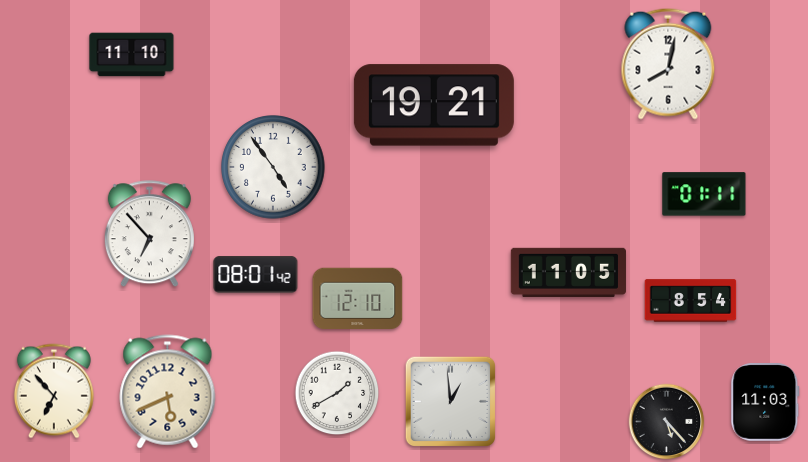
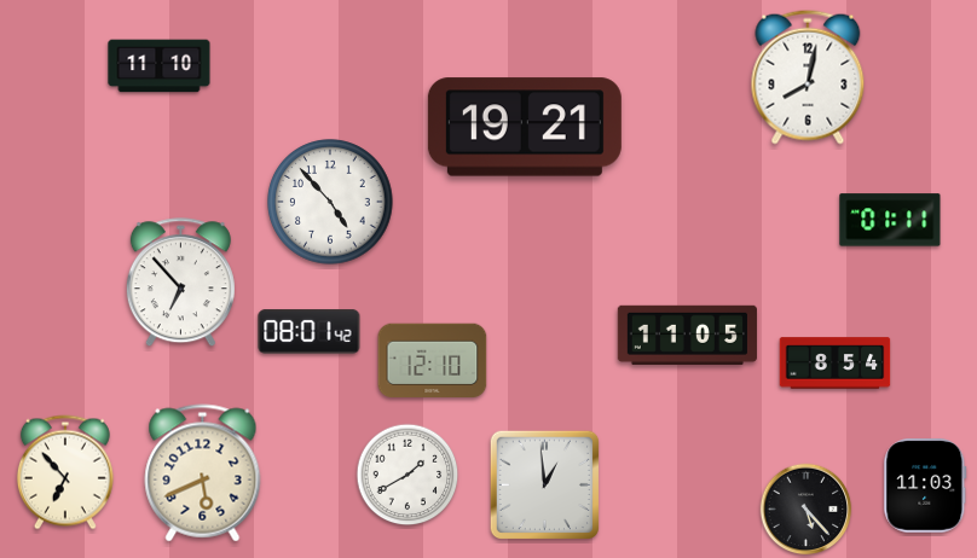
clock at (273, 167): 4:54 -> 4:53
clock at (704, 194) position: (704, 194) -> (890, 220)
clock at (568, 272) position: (568, 272) -> (687, 335)
